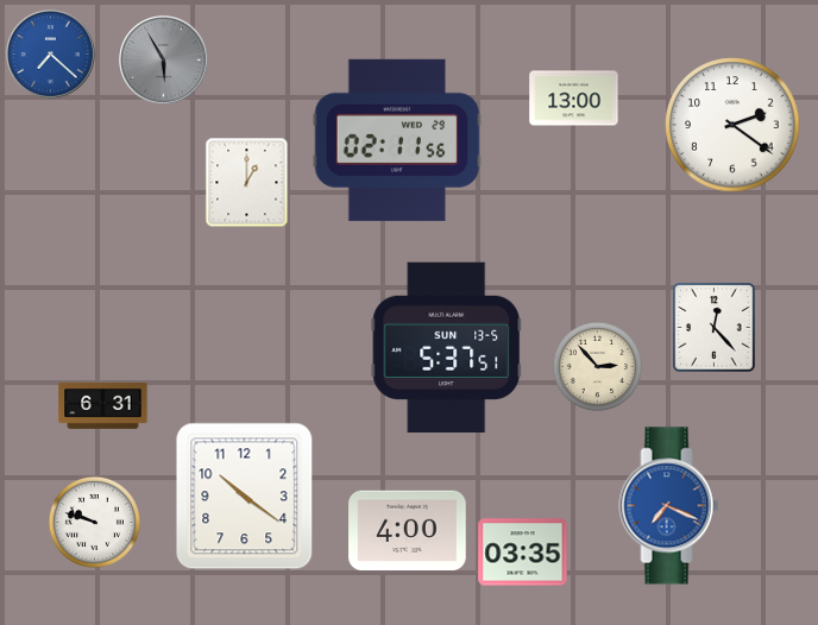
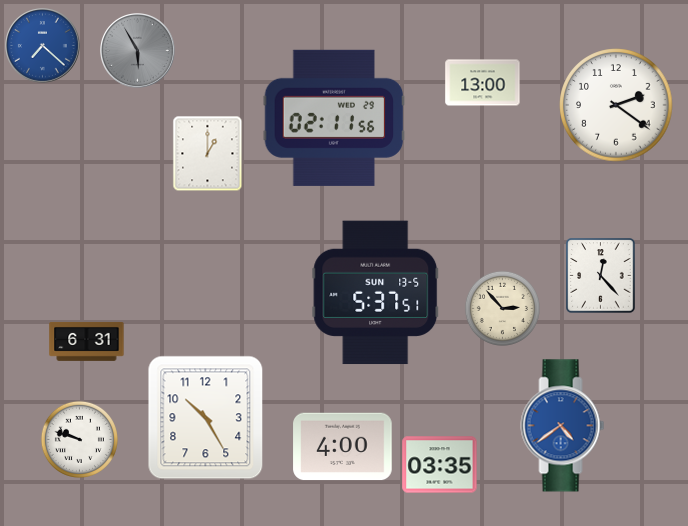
clock at (245, 497): 10:21 -> 10:25
clock at (669, 506): 7:19 -> 4:39
